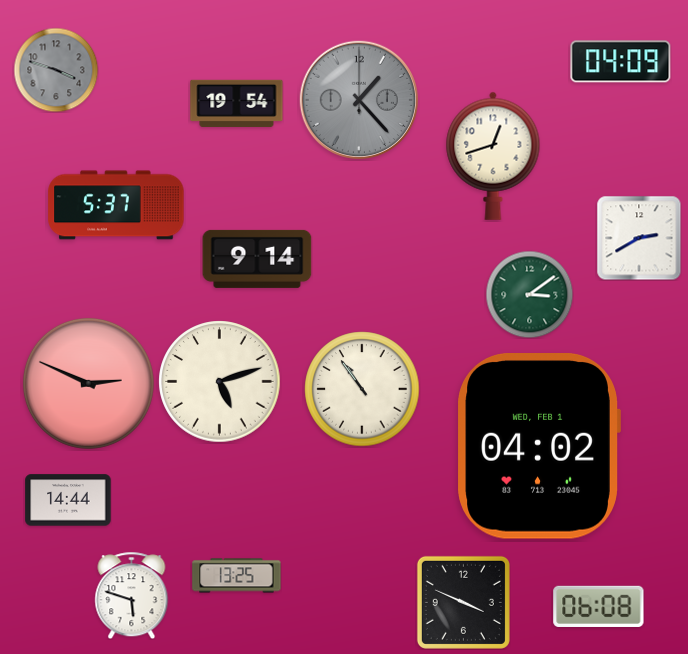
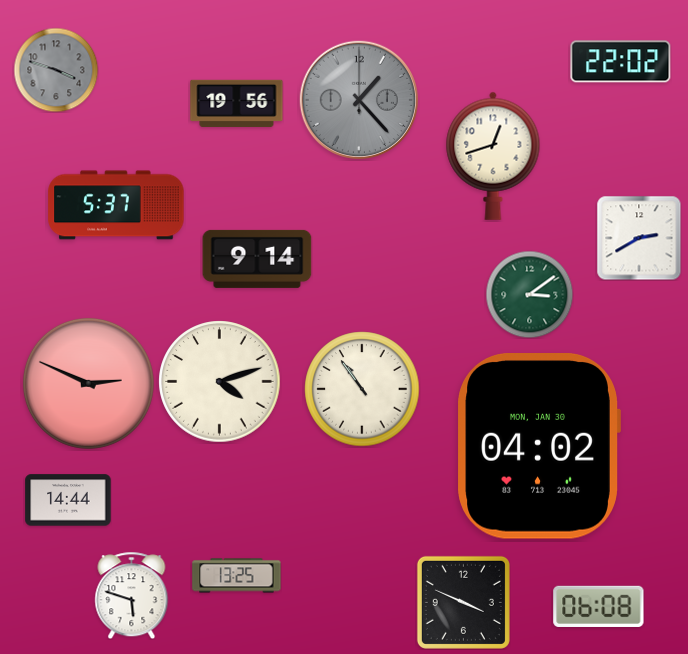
clock at (621, 62): 04:09 -> 22:02
clock at (237, 103): 19:54 -> 19:56
clock at (220, 382): 5:12 -> 4:12
clock at (539, 447) date: WED, FEB 1 -> MON, JAN 30
